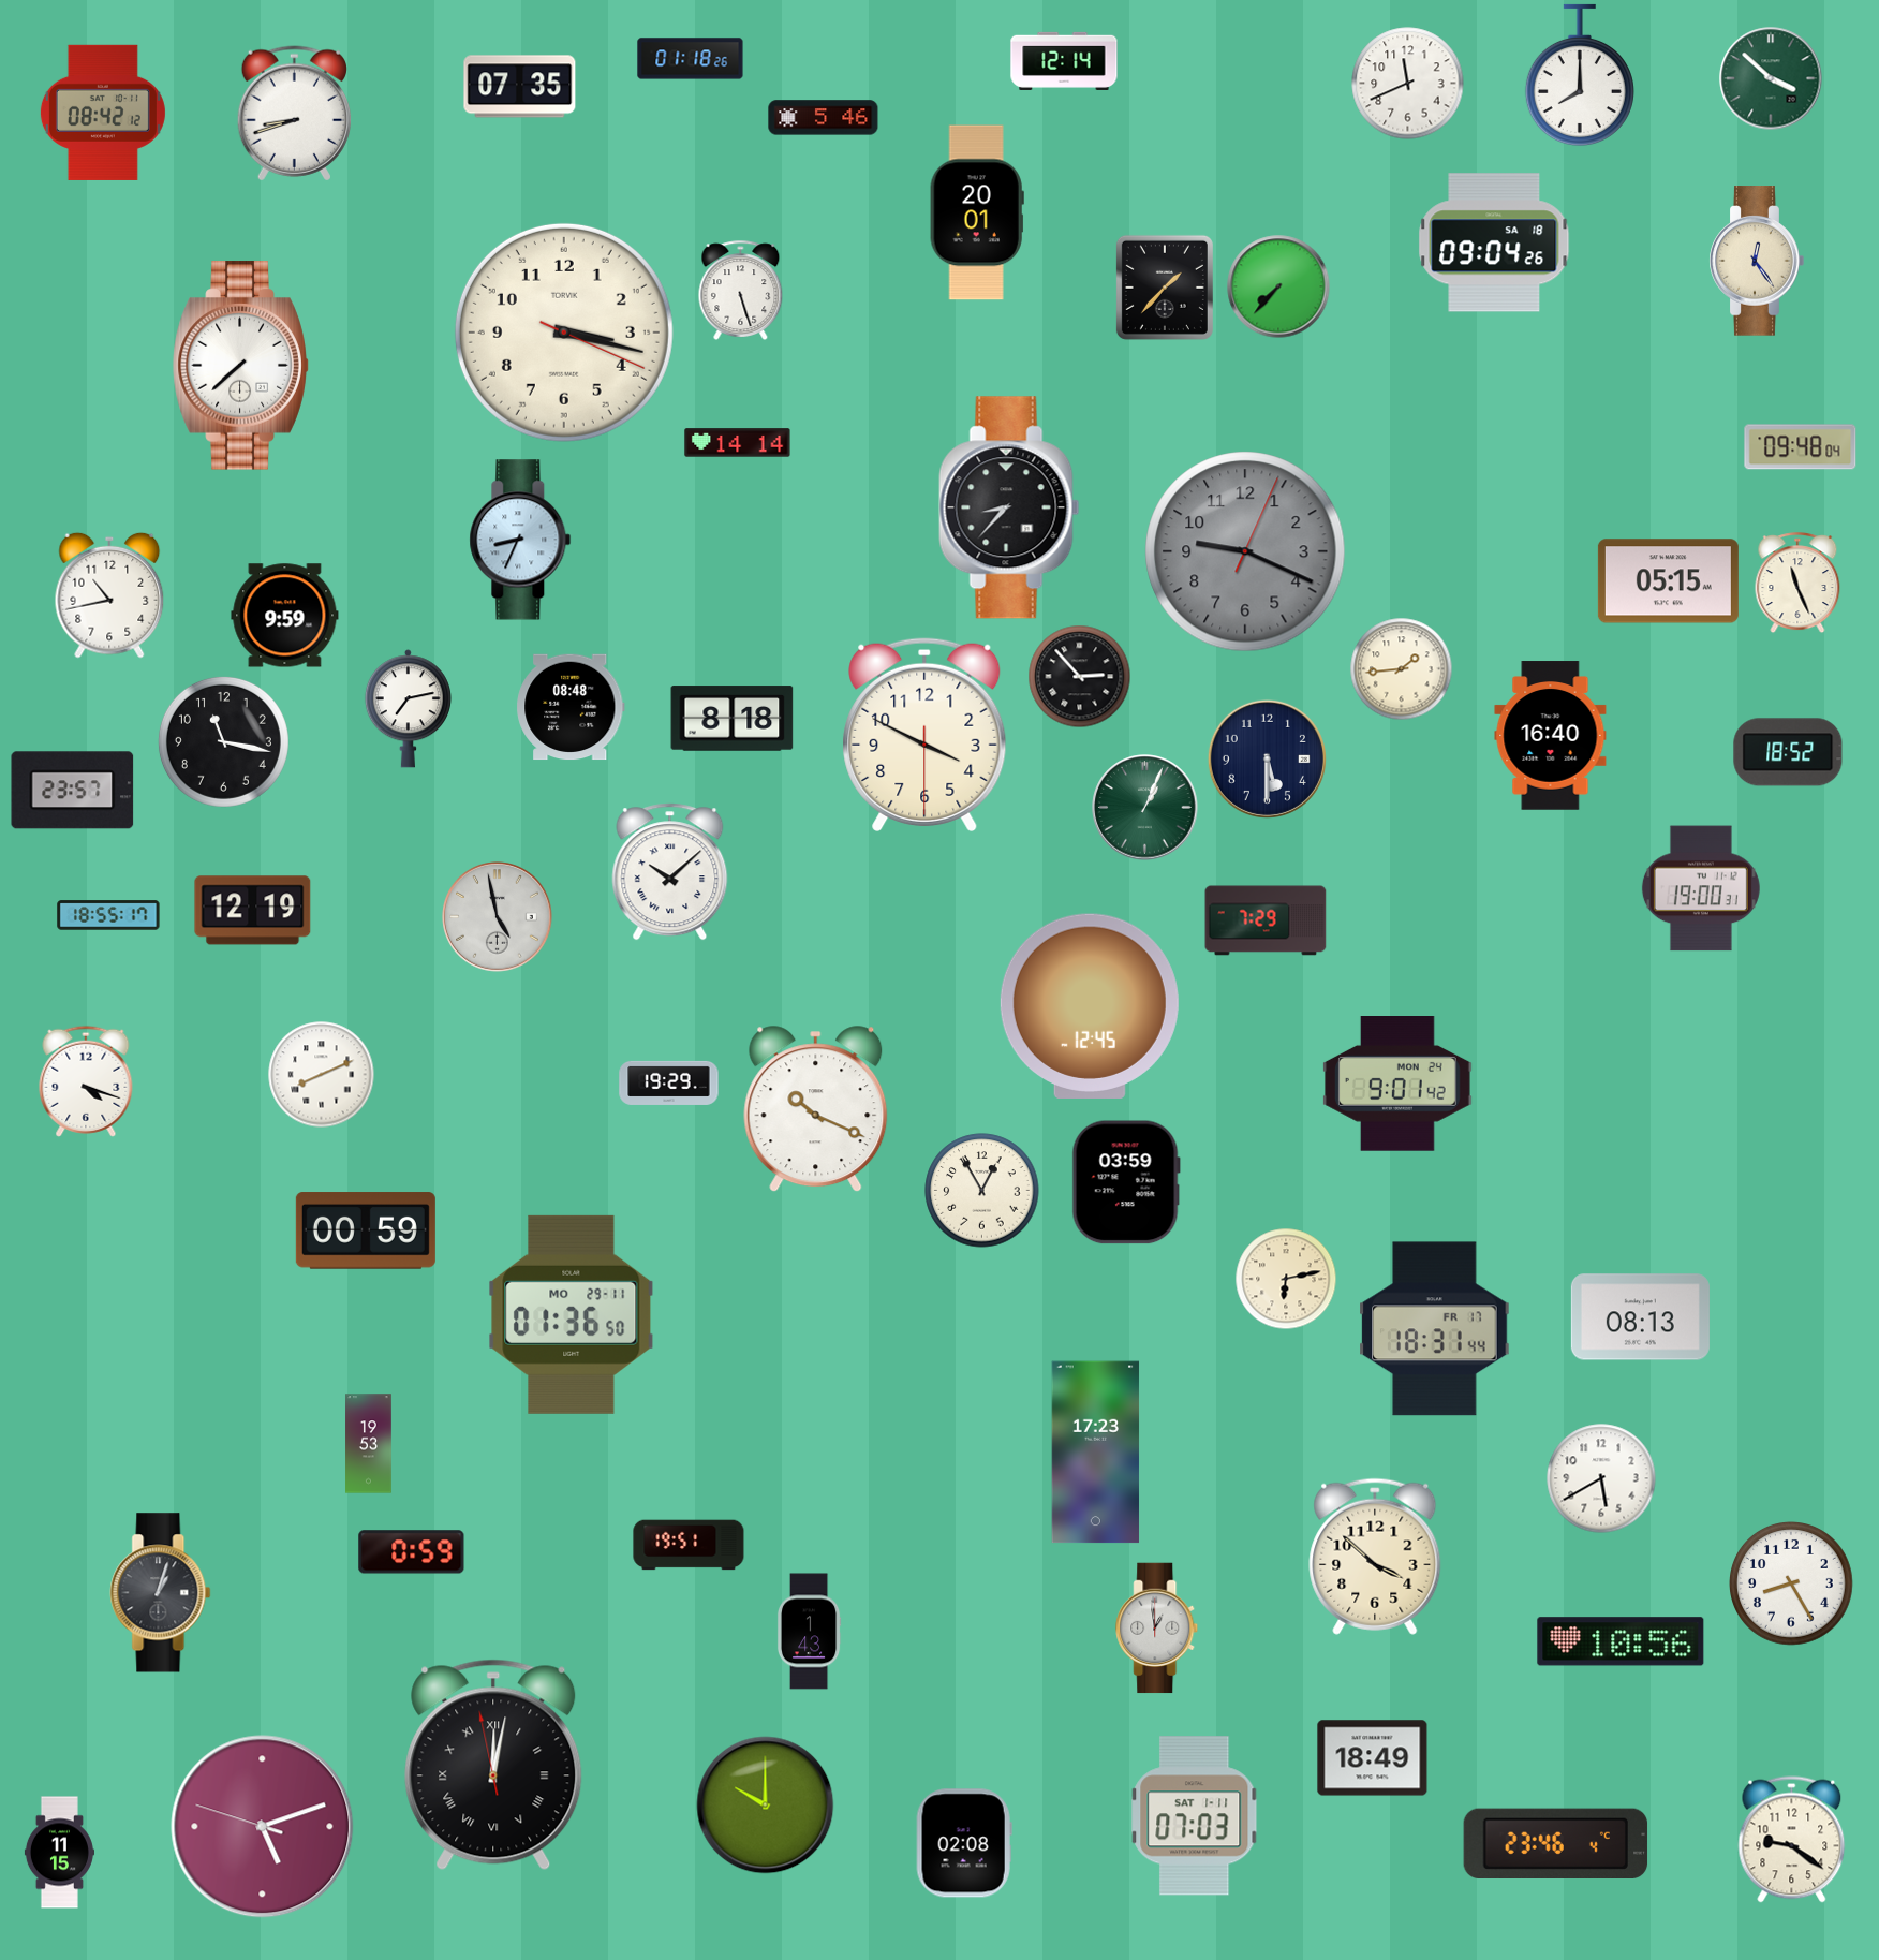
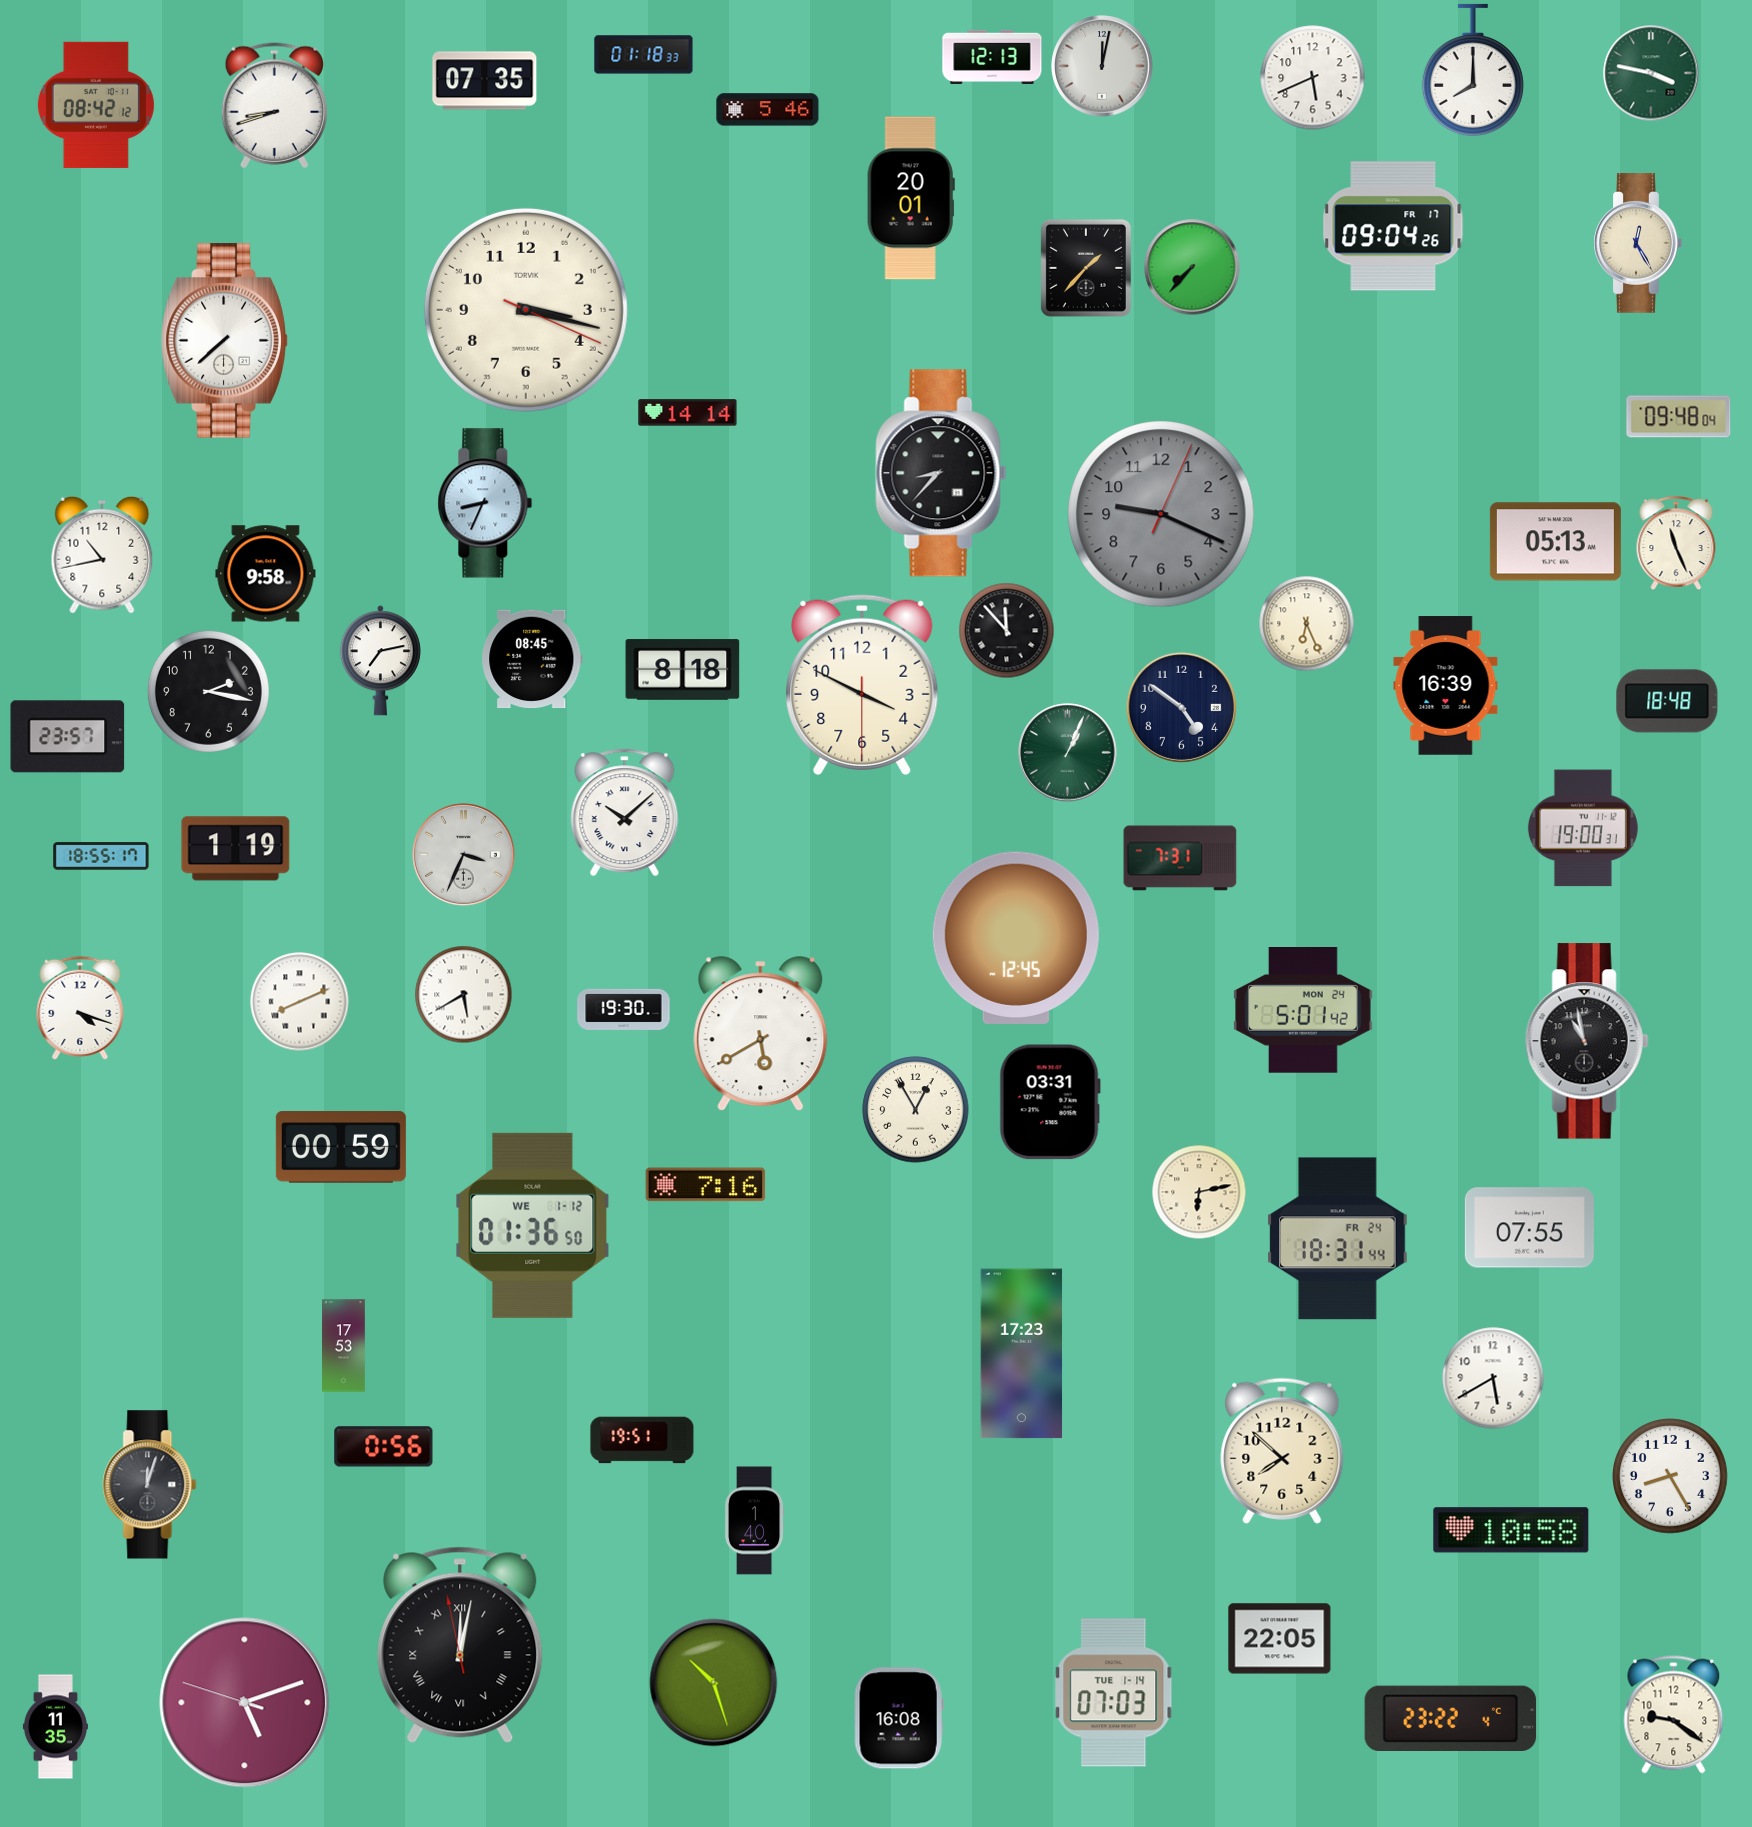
clock at (691, 59): 01:18:26 -> 01:18:33
clock at (1064, 61): 12:14 -> 12:13
clock at (1102, 66): none -> 12:02
clock at (1771, 78): 3:52 -> 3:47
clock at (1408, 84): 11:41 -> 5:41
clock at (1494, 242) date: SA 18 -> FR 17
clock at (1757, 261): 12:24 -> 12:25
clock at (741, 290): 5:27 -> none
clock at (1668, 581): 05:15 -> 05:13
clock at (285, 616): 9:59 -> 9:58
clock at (1401, 668): 1:44 -> 6:26
clock at (1079, 676): 2:53 -> 11:53
clock at (571, 707): 08:48 -> 08:45
clock at (1551, 736): 16:40 -> 16:39
clock at (223, 741): 11:17 -> 2:17
clock at (1788, 752): 18:52 -> 18:48
clock at (1267, 758): 5:30 -> 4:51
clock at (1701, 888) position: (1701, 888) -> (1583, 828)
clock at (253, 911): 12:19 -> 1:19
clock at (108, 915) position: (108, 915) -> (101, 856)
clock at (498, 917): 4:58 -> 3:34
clock at (1266, 920): 7:29 -> 7:31
clock at (463, 994): none -> 5:40
clock at (669, 1082): 19:29 -> 19:30
clock at (1397, 1084): 9:01 -> 5:01
clock at (816, 1109): 10:19 -> 5:40
clock at (1587, 1041): none -> 10:58
clock at (1126, 1182): 03:59 -> 03:31
clock at (706, 1185): none -> 7:16
clock at (572, 1314) date: MO 29-11 -> WE 1-12
clock at (1640, 1317): 08:13 -> 07:55
clock at (1435, 1329) date: FR 17 -> FR 24
clock at (369, 1444): 19:53 -> 17:53
clock at (412, 1552): 0:59 -> 0:56
clock at (1375, 1557): 3:52 -> 7:52
clock at (161, 1593): 1:03 -> 12:03
clock at (1157, 1629): 12:59 -> none
clock at (809, 1632): 1:43 -> 1:40
clock at (1621, 1641): 10:56 -> 10:58
clock at (1373, 1758): 18:49 -> 22:05
clock at (766, 1806): 10:00 -> 10:27
clock at (1195, 1816) date: SAT 1-11 -> TUE 1-14
clock at (1792, 1840) position: (1792, 1840) -> (1674, 1715)
clock at (964, 1843): 02:08 -> 16:08
clock at (1556, 1843): 23:46 -> 23:22
clock at (59, 1853): 11:15 -> 11:35
